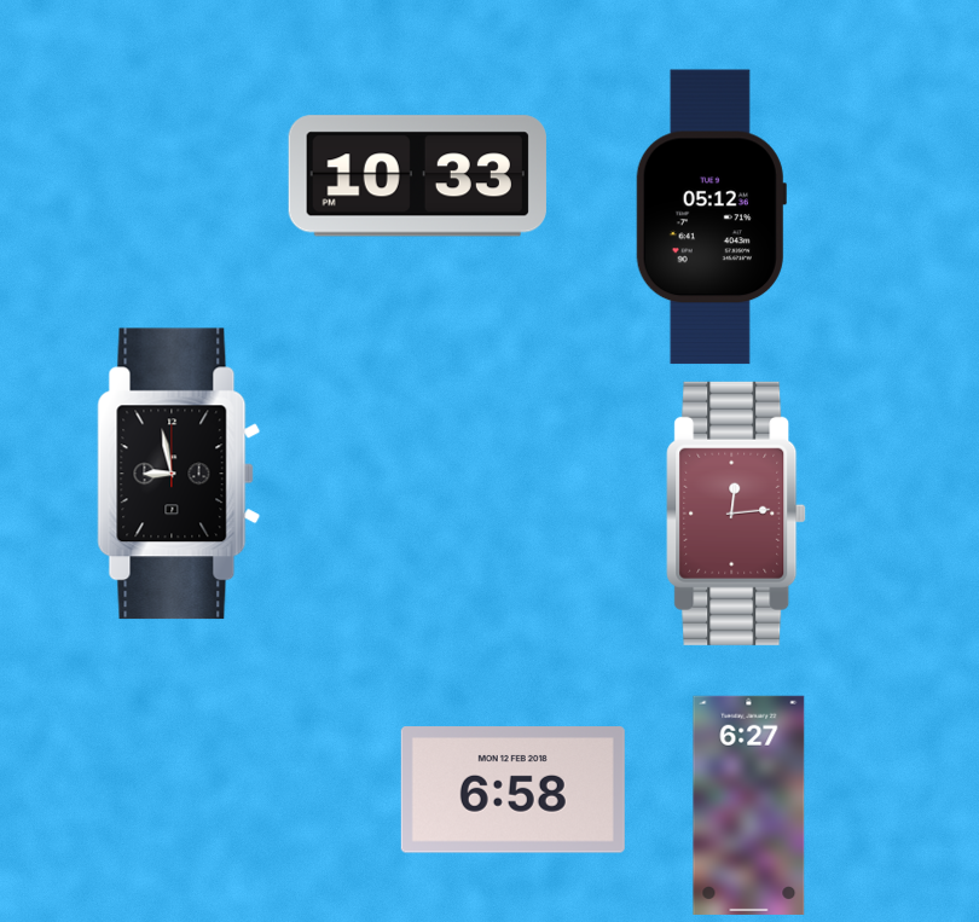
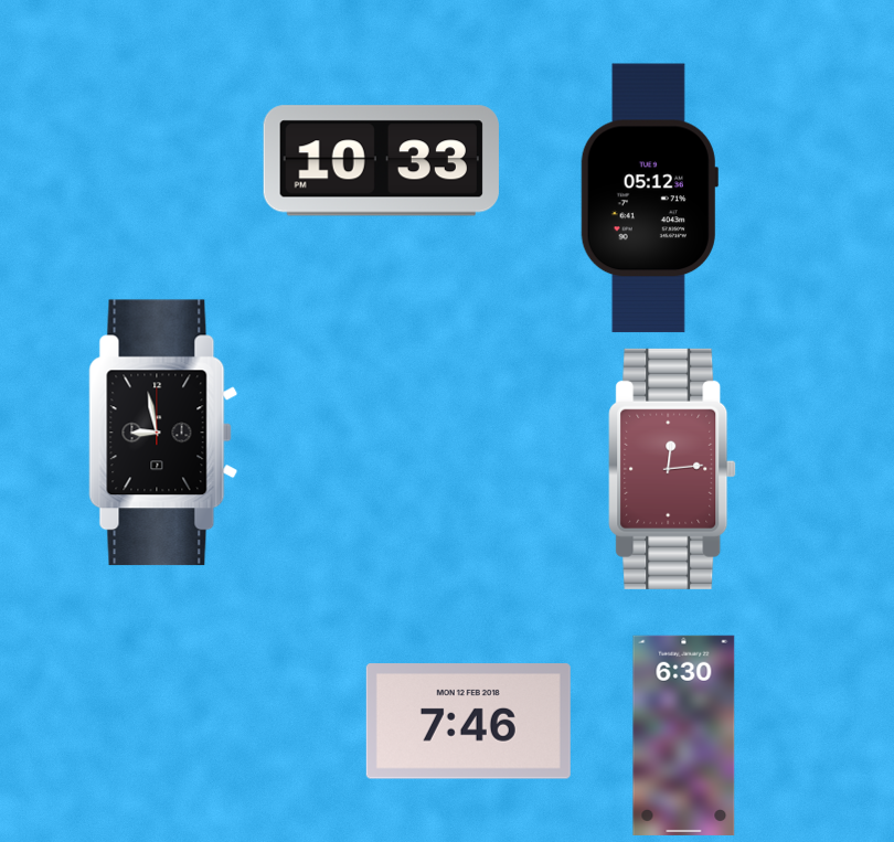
clock at (512, 790): 6:58 -> 7:46
clock at (749, 805): 6:27 -> 6:30
